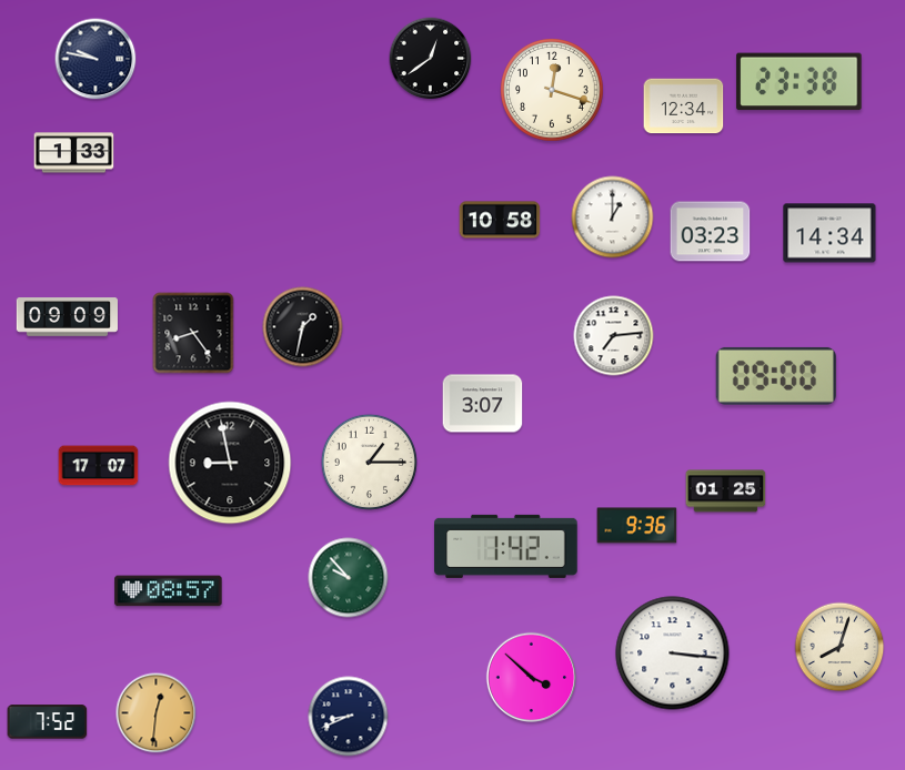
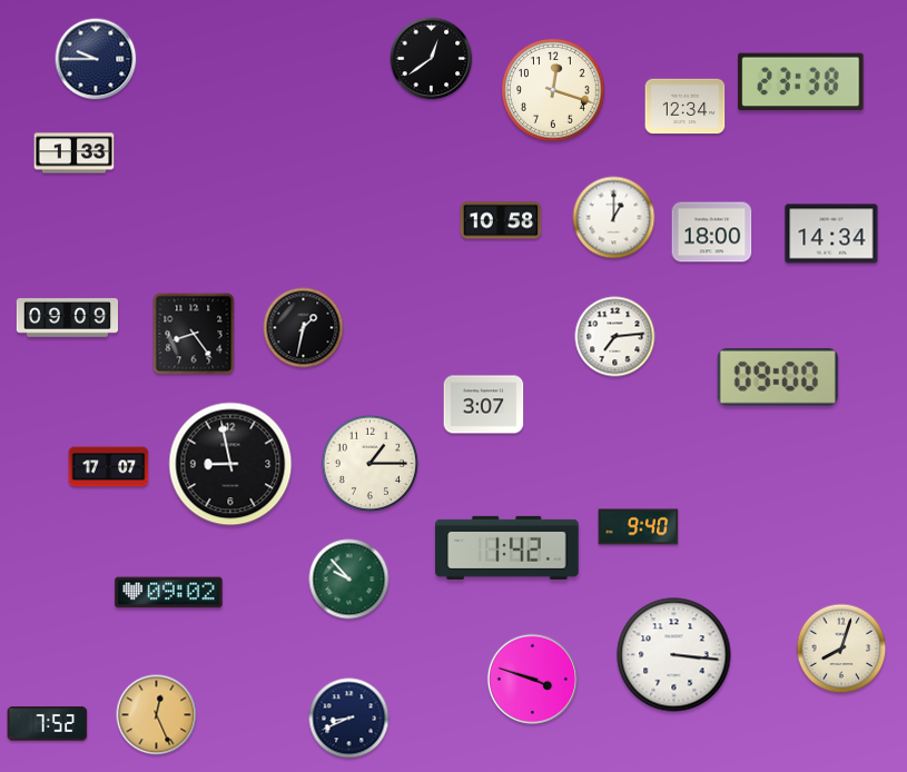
clock at (95, 59): 9:47 -> 9:45
clock at (711, 232): 03:23 -> 18:00
clock at (99, 466) position: (99, 466) -> (109, 467)
clock at (726, 492): 01:25 -> none
clock at (637, 526): 9:36 -> 9:40
clock at (169, 591): 08:57 -> 09:02
clock at (532, 678): 3:52 -> 3:48
clock at (157, 713): 12:31 -> 12:26
